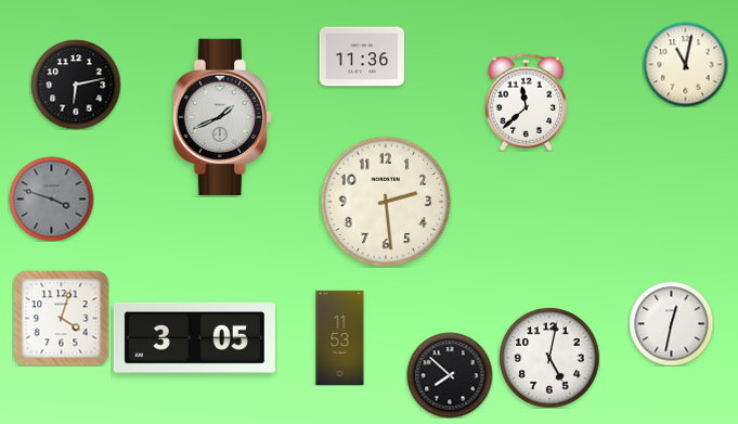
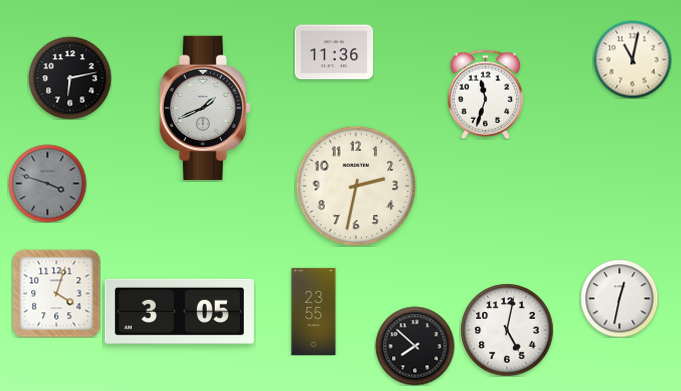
clock at (527, 102): 11:38 -> 11:33
clock at (386, 202): 2:29 -> 2:32
clock at (340, 337): 11:53 -> 23:55
